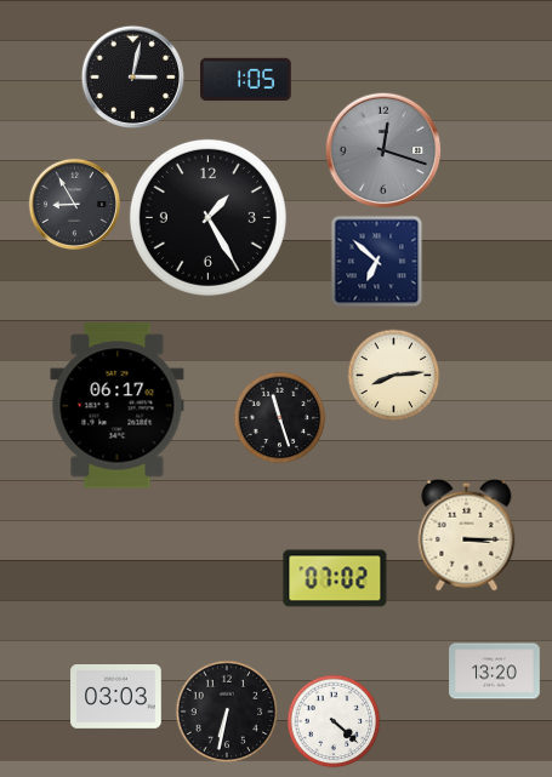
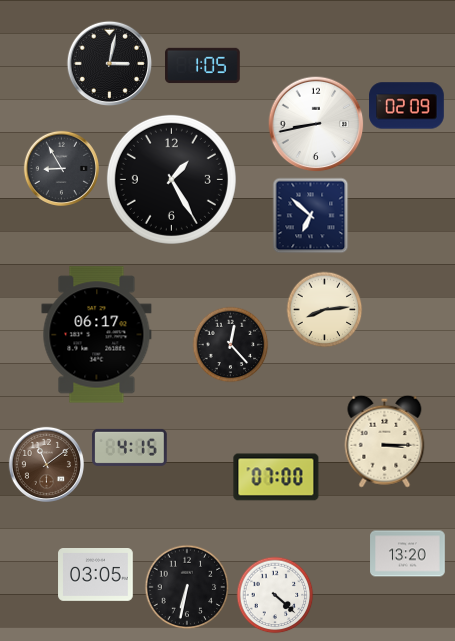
clock at (407, 106): none -> 02:09
clock at (383, 150): 12:18 -> 8:43
clock at (383, 150) dial: grey -> white
clock at (280, 418): 11:27 -> 12:23
clock at (130, 447): none -> 4:15
clock at (46, 464): none -> 11:09
clock at (335, 578): 07:02 -> 07:00
clock at (116, 697): 03:03 -> 03:05
